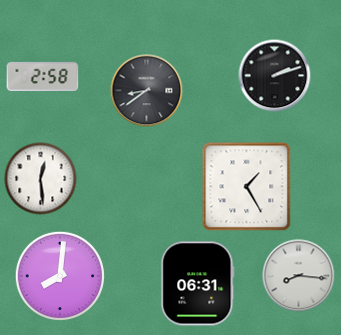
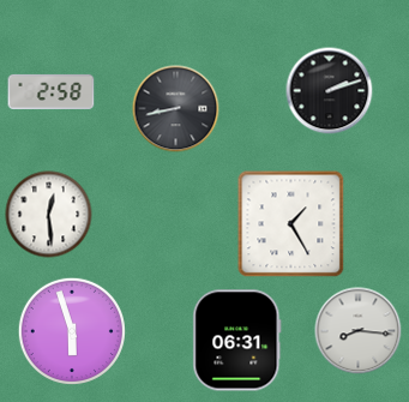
clock at (147, 91): 8:39 -> 8:43
clock at (247, 187) position: (247, 187) -> (291, 224)
clock at (60, 276): 8:01 -> 5:57
